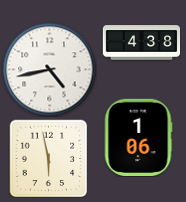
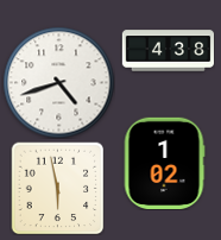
clock at (49, 69): 4:43 -> 4:42
clock at (138, 137): 1:06 -> 1:02
